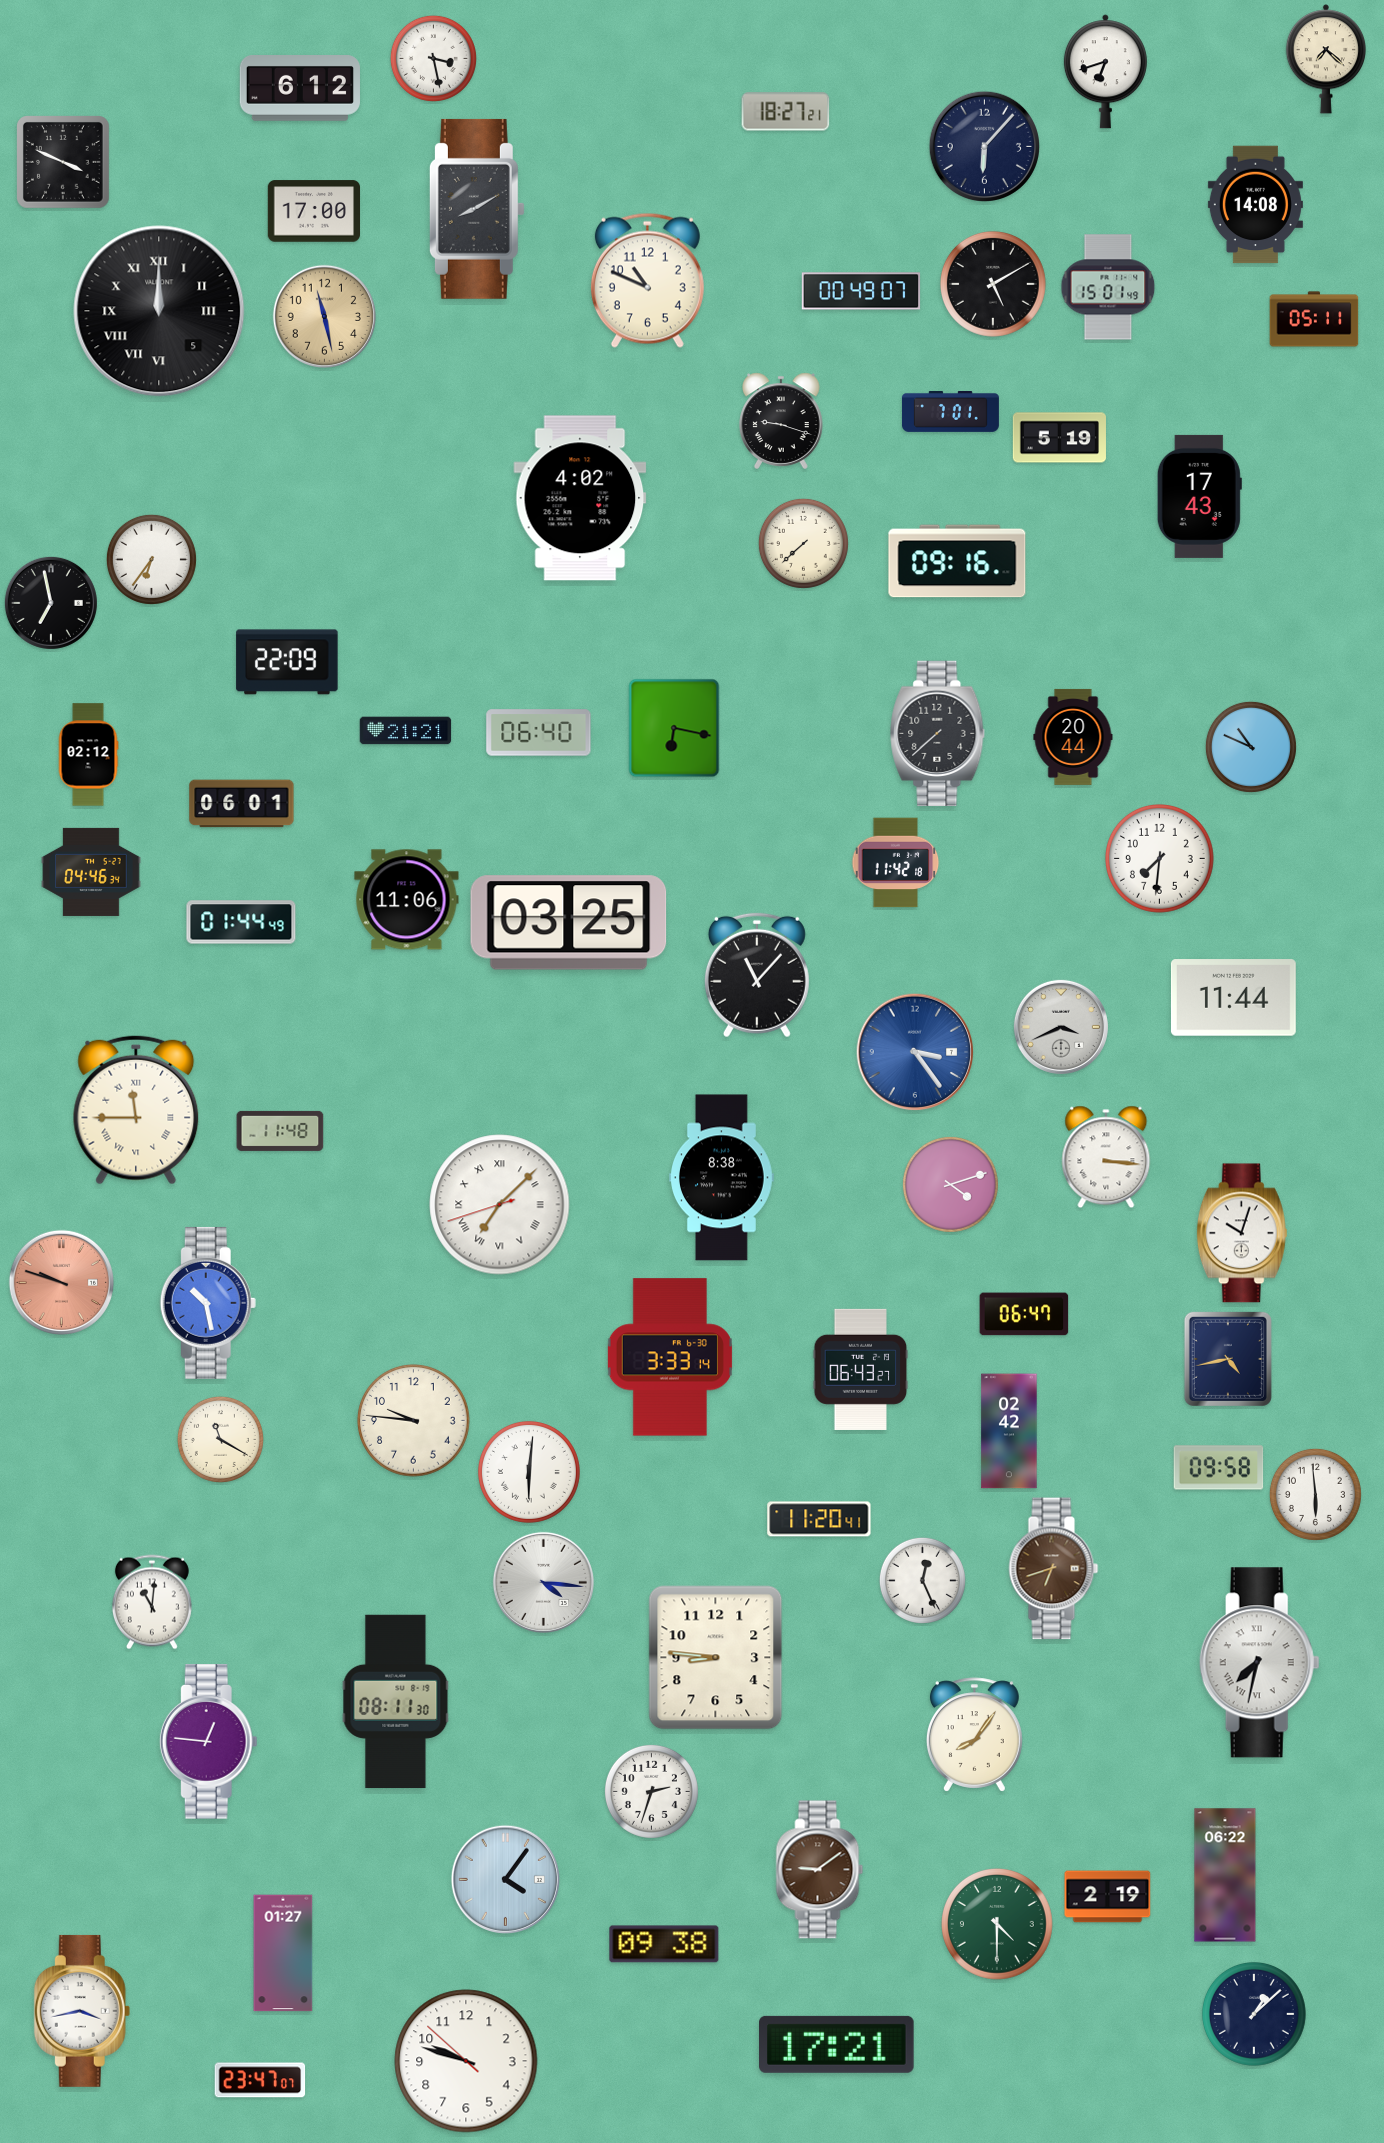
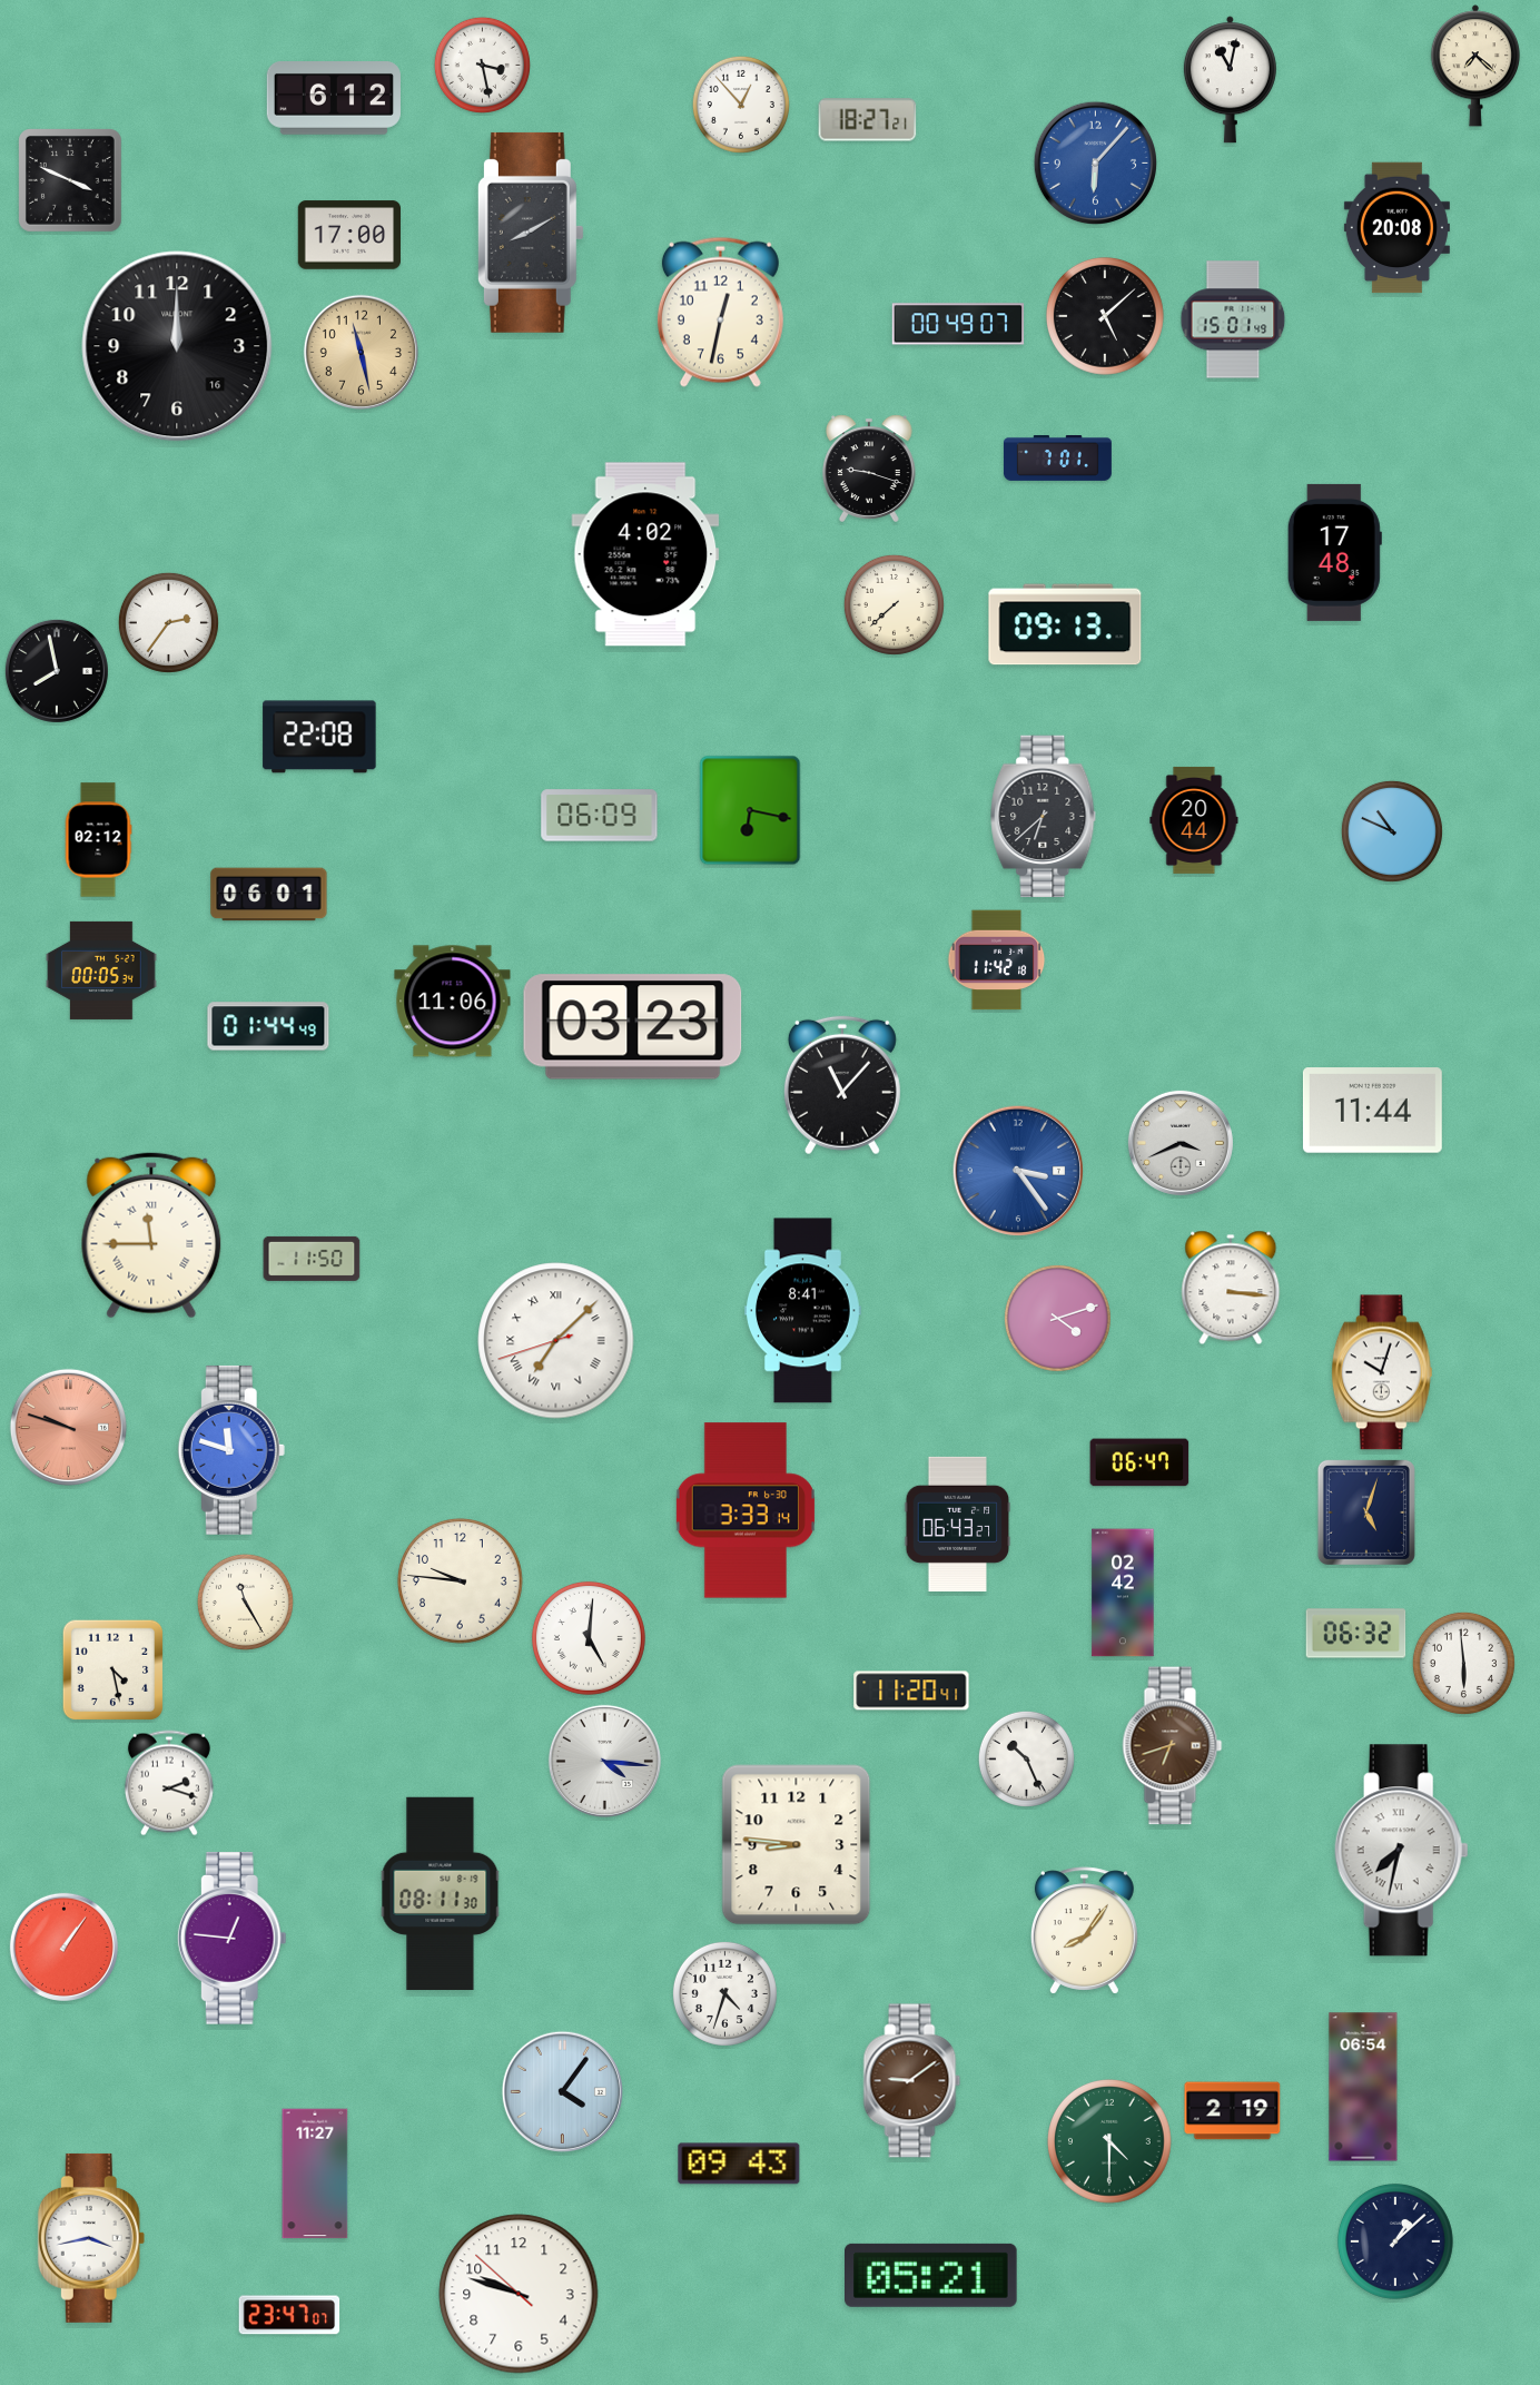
clock at (1105, 72): 6:42 -> 11:02
clock at (741, 105): none -> 12:53
clock at (786, 112) position: (786, 112) -> (868, 120)
clock at (984, 146) dial: navy -> blue
clock at (1255, 205): 14:08 -> 20:08
clock at (647, 280): 10:49 -> 12:32
clock at (993, 284): 5:10 -> 5:08
clock at (159, 311) date: 5 -> 16
clock at (159, 311) numerals: Roman -> Arabic
clock at (1314, 319): 05:11 -> none
clock at (1059, 438): 5:19 -> none
clock at (1199, 496): 17:43 -> 17:48
clock at (151, 559): 6:36 -> 2:36
clock at (957, 561): 09:16 -> 09:13
clock at (51, 603): 6:58 -> 7:58
clock at (287, 662): 22:09 -> 22:08
clock at (406, 731): 21:21 -> none
clock at (539, 733): 06:40 -> 06:09
clock at (938, 734): 7:38 -> 6:38
clock at (1160, 859): 7:31 -> none
clock at (91, 872): 04:46 -> 00:05
clock at (569, 923): 03:25 -> 03:23
clock at (280, 1131): 11:48 -> 11:50
clock at (722, 1178): 8:38 -> 8:41
clock at (208, 1303): 10:28 -> 11:48
clock at (1228, 1359): 4:43 -> 5:03
clock at (220, 1439): 11:20 -> 11:25
clock at (1219, 1468): 09:58 -> 06:32
clock at (529, 1472): 6:01 -> 5:01
clock at (113, 1671): none -> 4:28
clock at (922, 1580): 12:26 -> 10:26
clock at (152, 1602): 11:01 -> 2:18
clock at (63, 1947): none -> 1:06
clock at (651, 1791): 2:33 -> 4:33
clock at (1225, 1875): 06:22 -> 06:54
clock at (664, 1944): 09:38 -> 09:43
clock at (283, 1953): 01:27 -> 11:27
clock at (837, 2044): 17:21 -> 05:21
